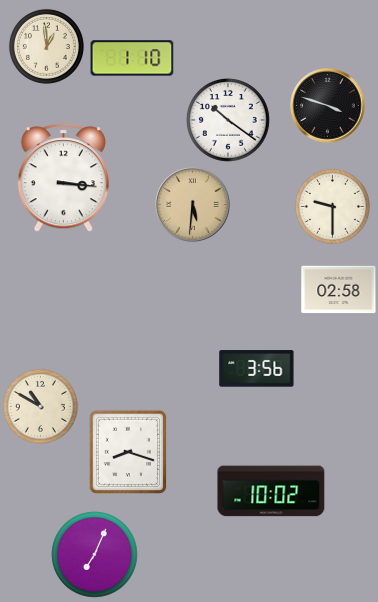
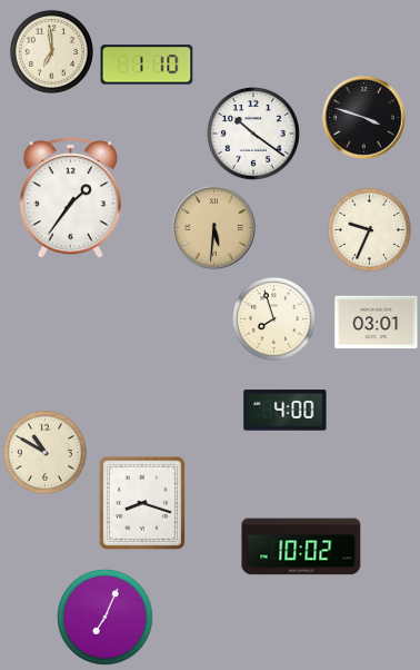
clock at (46, 46): 12:59 -> 6:59
clock at (63, 178): 3:16 -> 1:36
clock at (332, 206): 9:30 -> 9:34
clock at (273, 318): none -> 7:57
clock at (339, 290): 02:58 -> 03:01
clock at (257, 369): 3:56 -> 4:00
